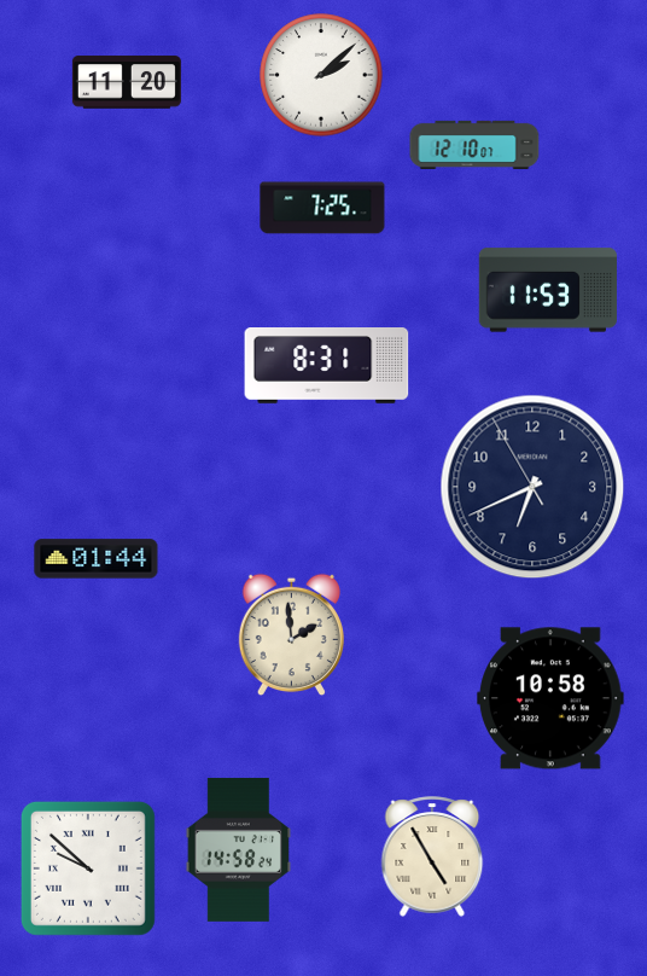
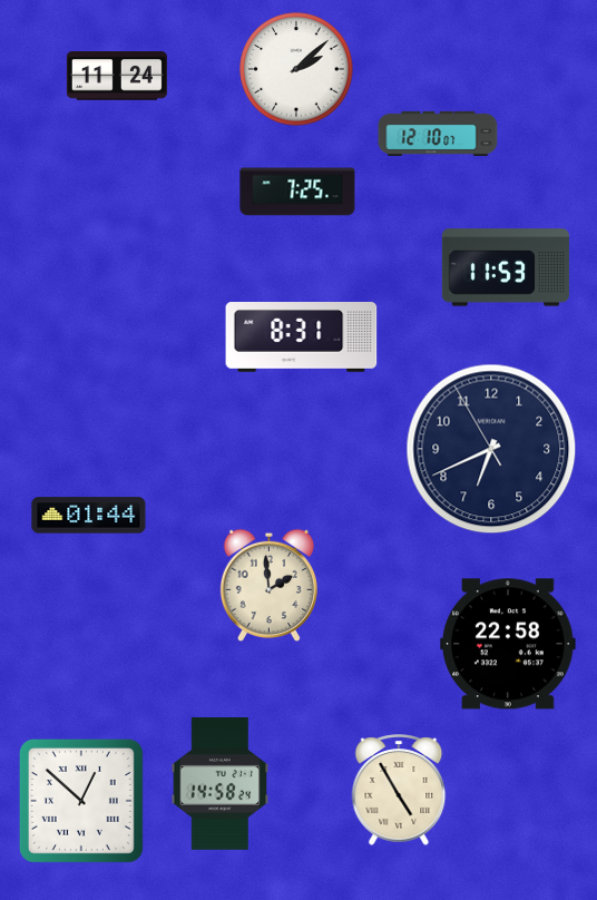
clock at (127, 82): 11:20 -> 11:24
clock at (550, 698): 10:58 -> 22:58
clock at (88, 868): 9:52 -> 12:52
